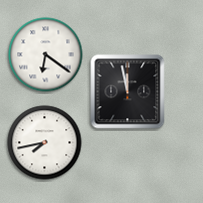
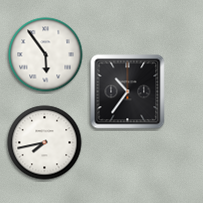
clock at (46, 55): 6:21 -> 5:54
clock at (128, 92): 11:58 -> 10:36
